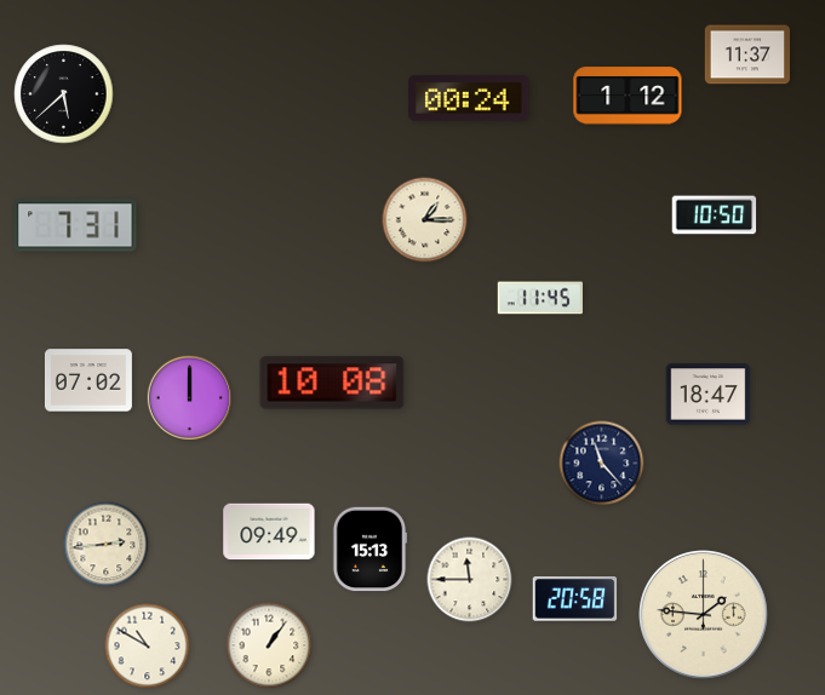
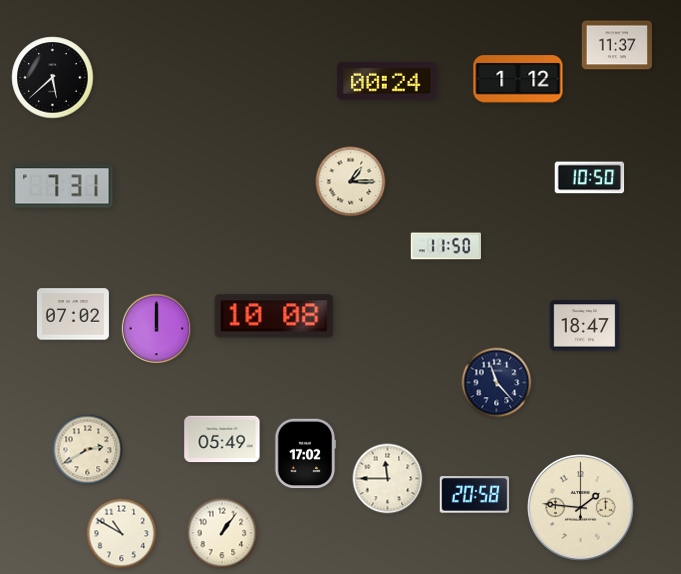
clock at (540, 298): 11:45 -> 11:50
clock at (269, 532): 09:49 -> 05:49
clock at (107, 545): 2:44 -> 2:40
clock at (369, 550): 15:13 -> 17:02
